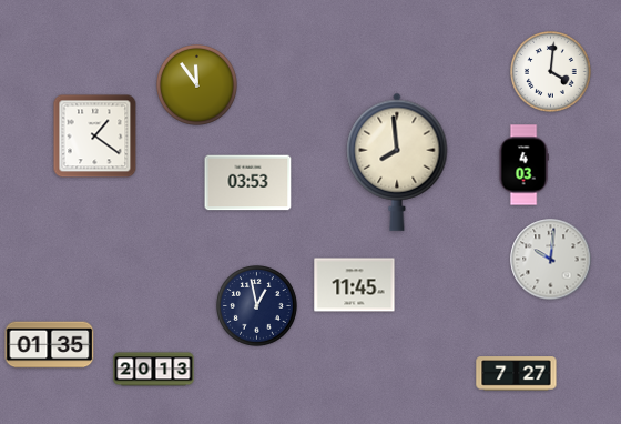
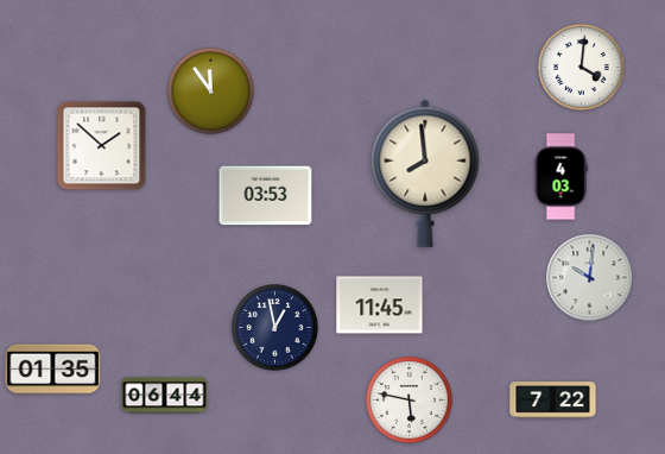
clock at (551, 72) position: (551, 72) -> (582, 68)
clock at (95, 137): 1:21 -> 1:52
clock at (154, 370): 20:13 -> 06:44
clock at (410, 401): none -> 5:47
clock at (517, 374): 7:27 -> 7:22
